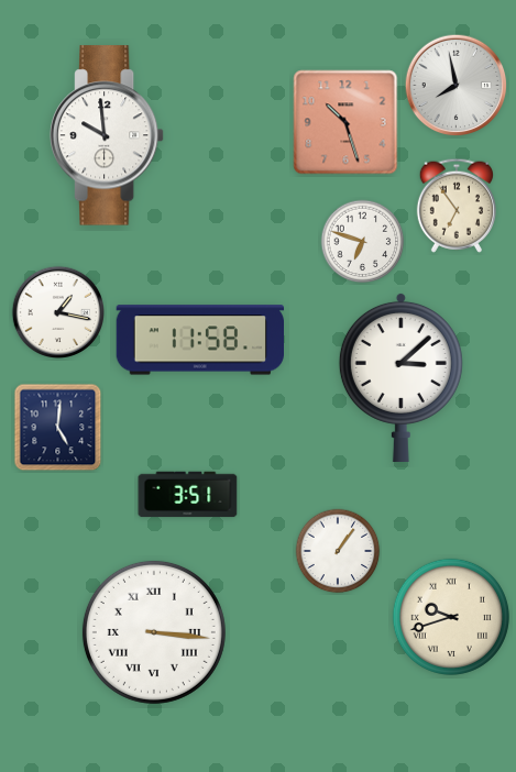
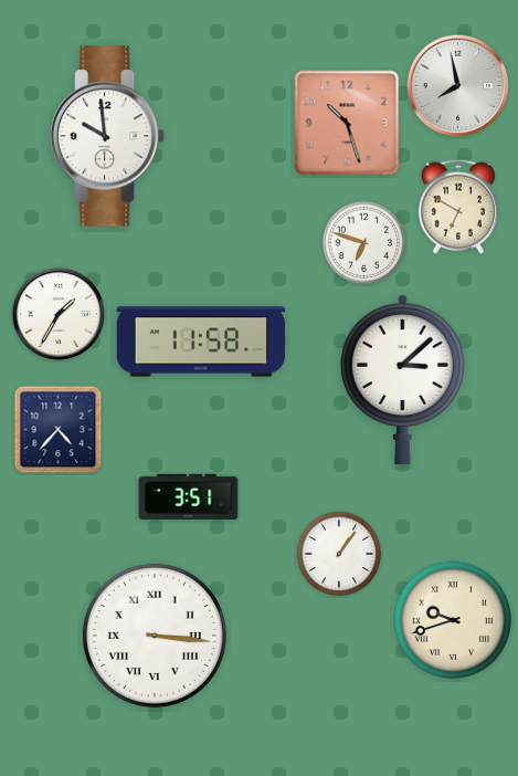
clock at (455, 206): 6:54 -> 6:50
clock at (57, 311): 1:17 -> 1:35
clock at (58, 428): 5:01 -> 4:37
